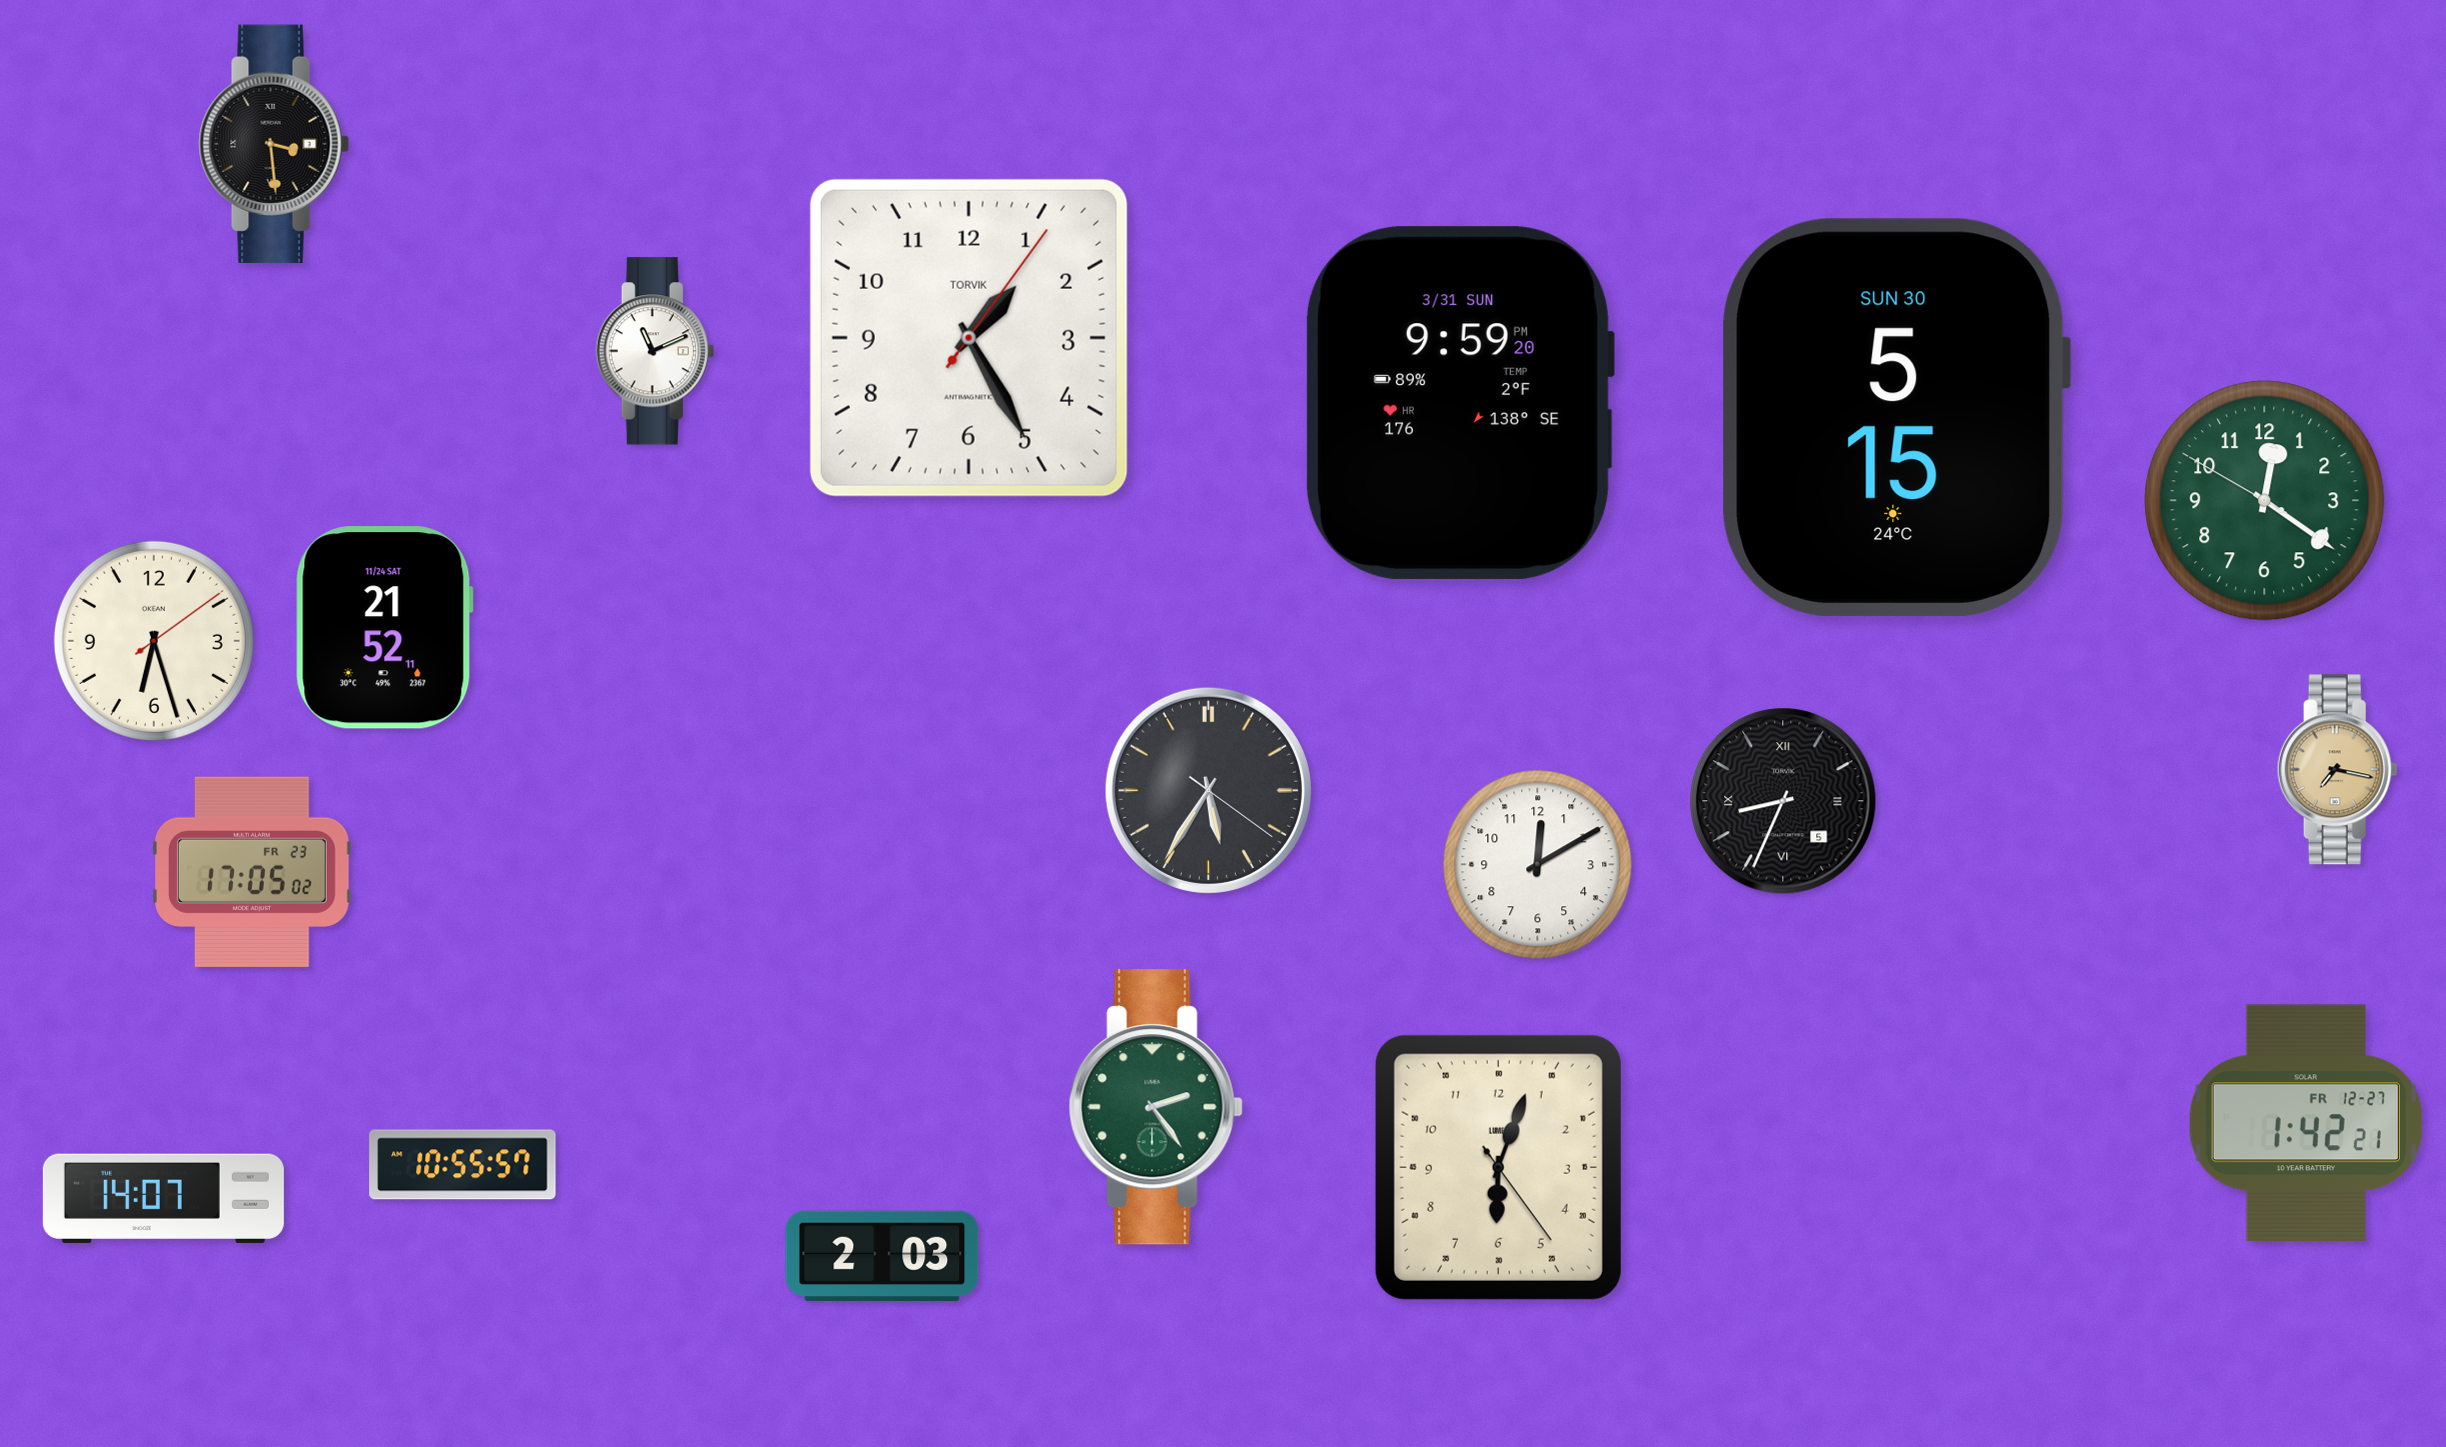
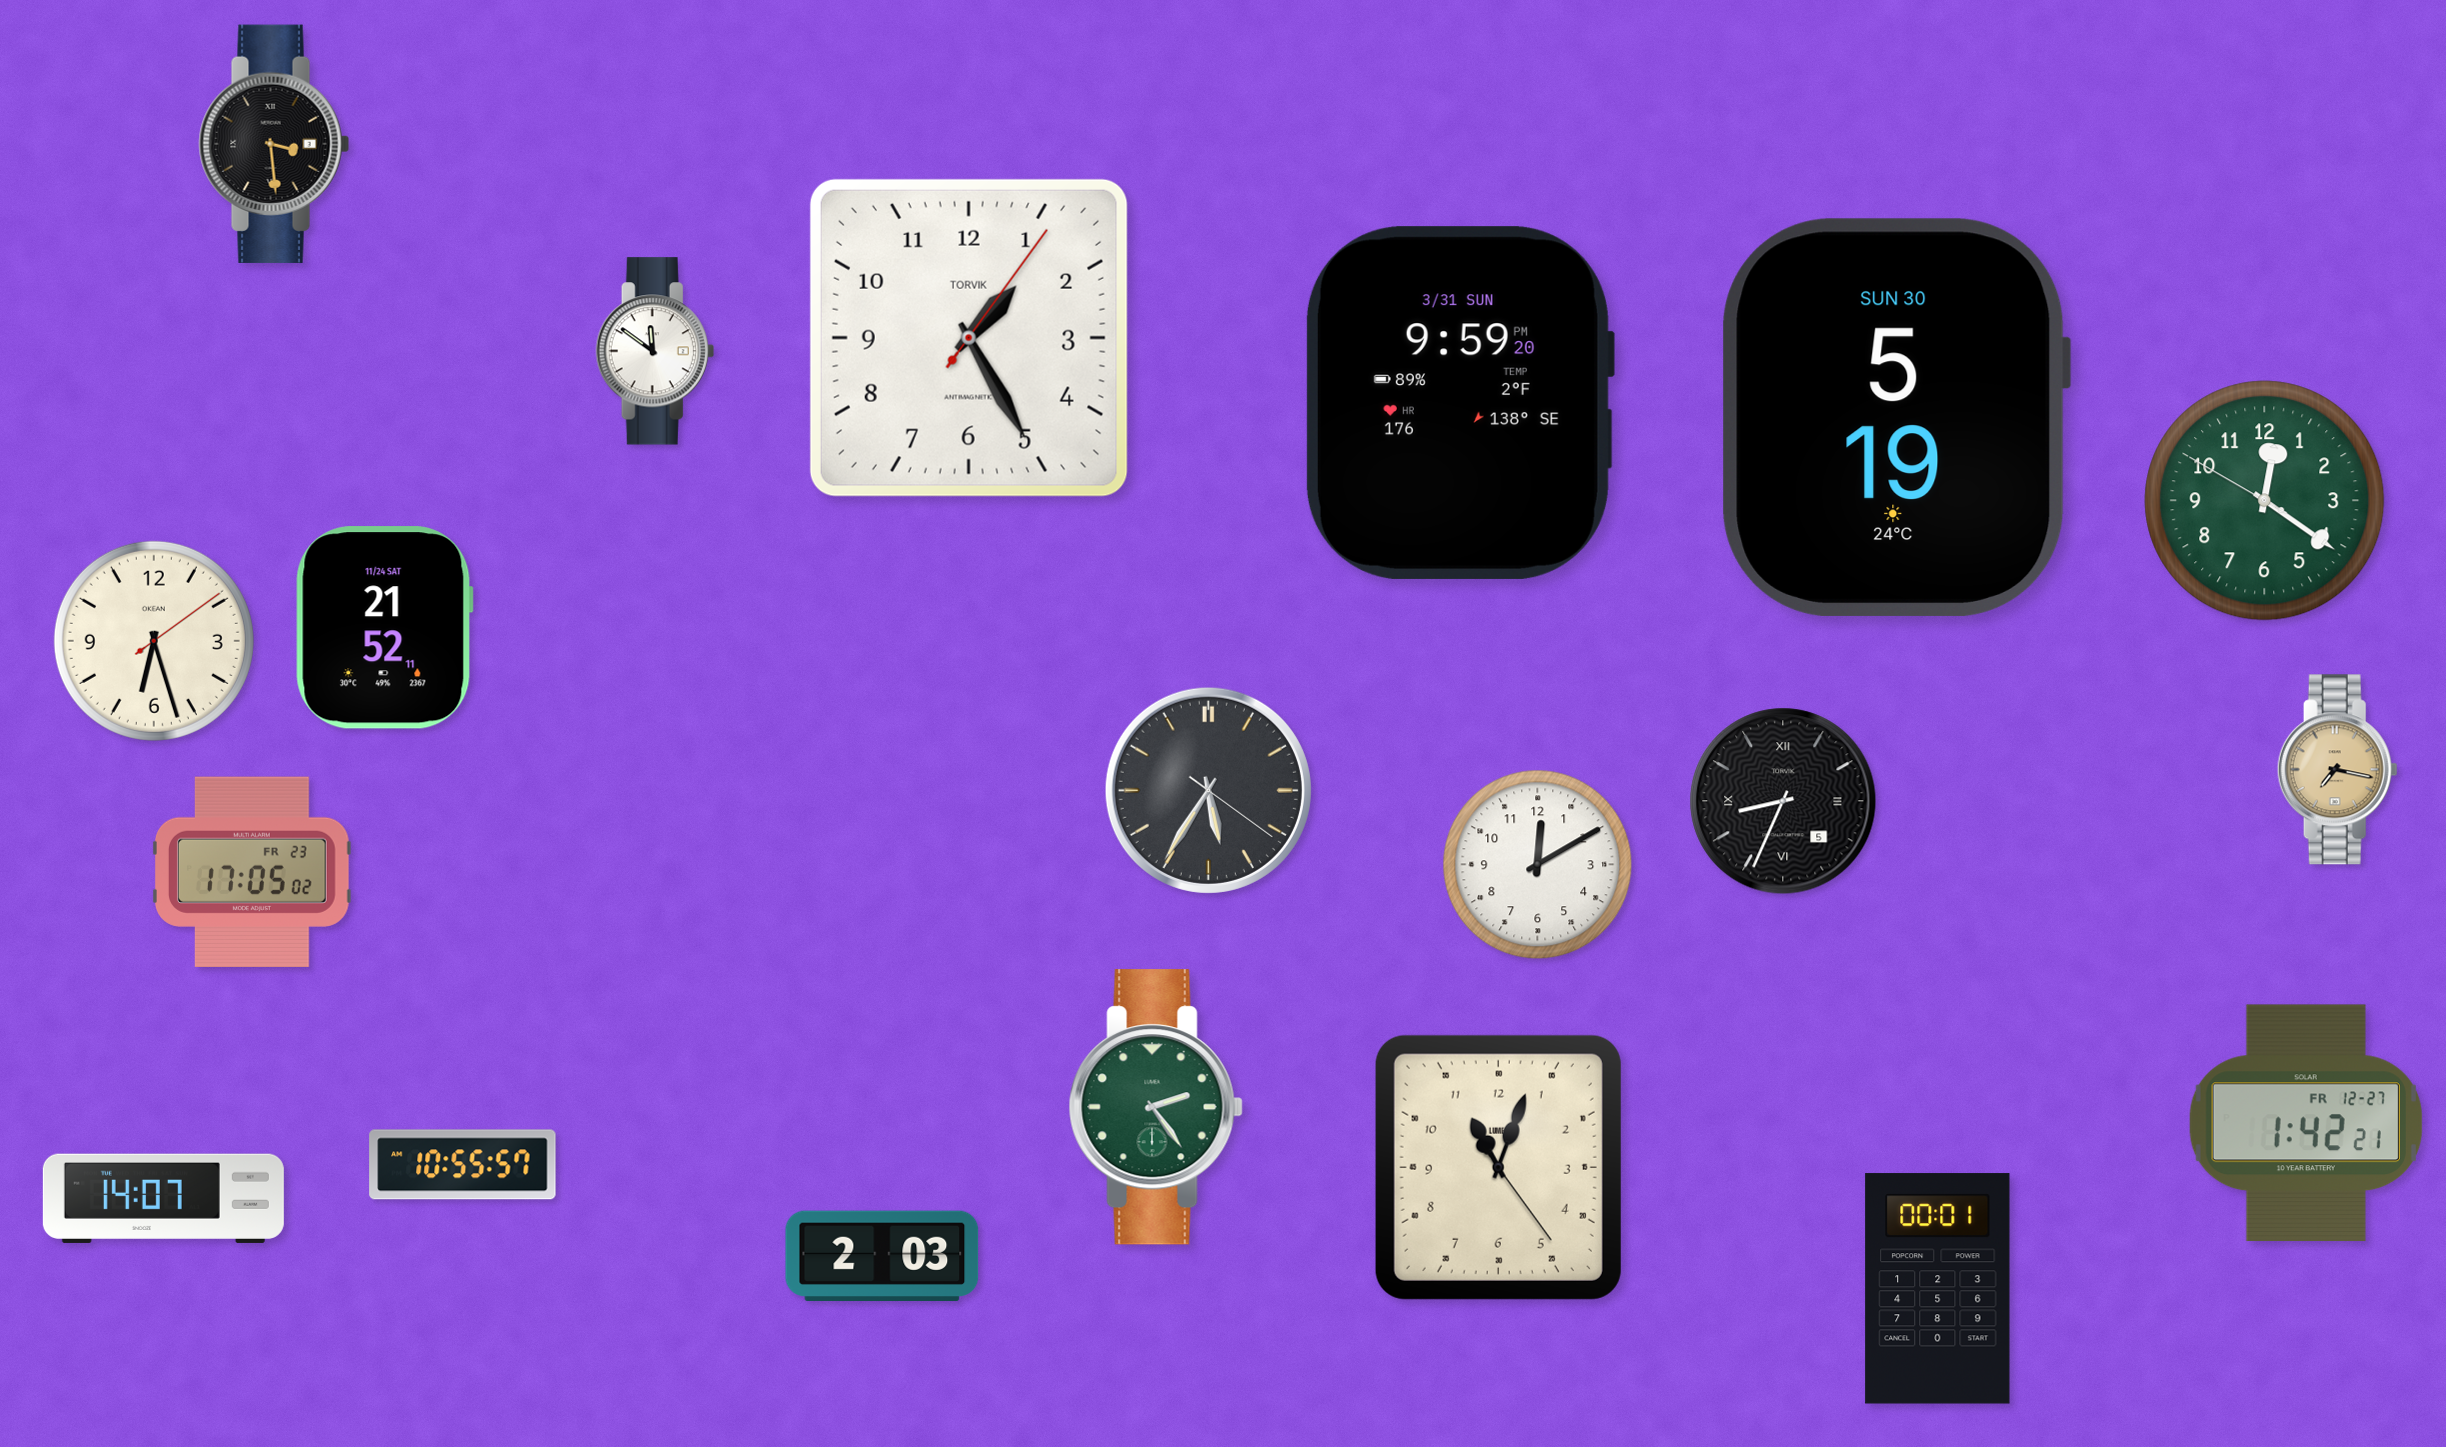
clock at (655, 351): 11:11 -> 11:51
clock at (1896, 417): 5:15 -> 5:19
clock at (1498, 1167): 6:03 -> 11:03
clock at (1938, 1289): none -> 00:01
